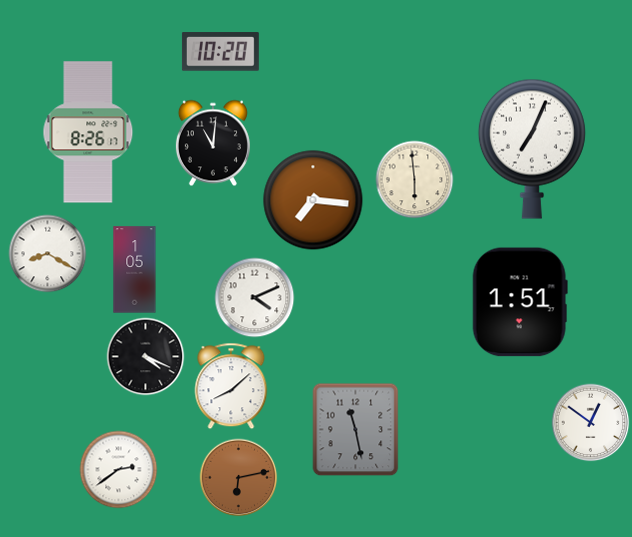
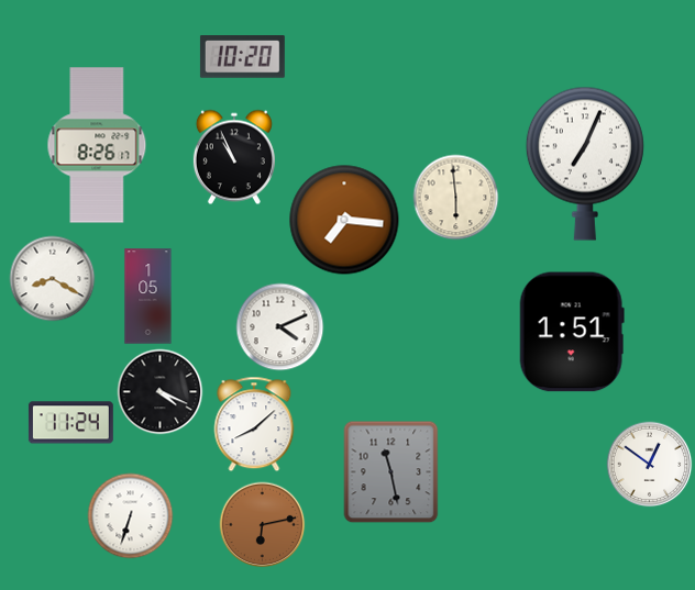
clock at (213, 143): 11:01 -> 10:56
clock at (70, 423): none -> 11:24
clock at (118, 469): 2:39 -> 6:33
